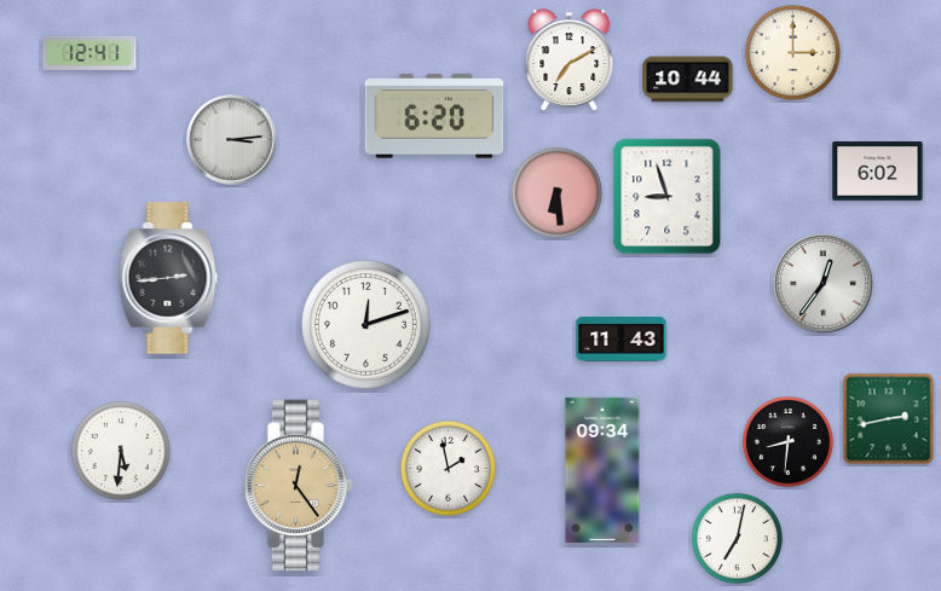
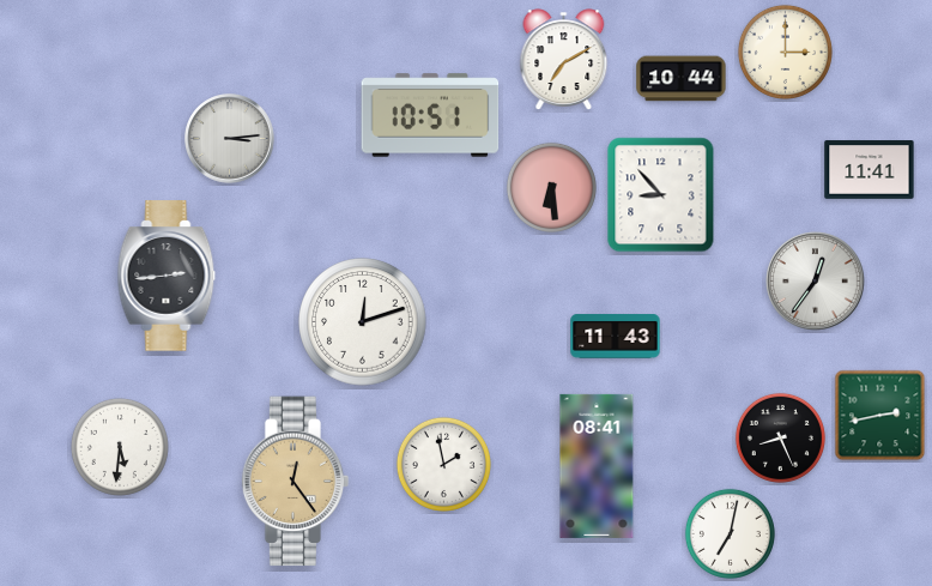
clock at (90, 53): 12:41 -> none
clock at (434, 116): 6:20 -> 10:51
clock at (878, 172): 6:02 -> 11:41
clock at (556, 192) position: (556, 192) -> (551, 187)
clock at (668, 197): 8:57 -> 8:53
clock at (787, 441): 8:31 -> 8:26
clock at (602, 470): 09:34 -> 08:41
